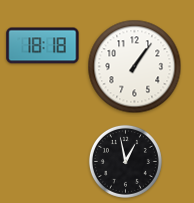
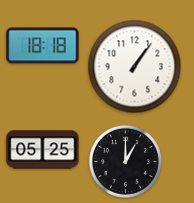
clock at (43, 150): none -> 05:25
clock at (125, 161): 12:58 -> 1:00
